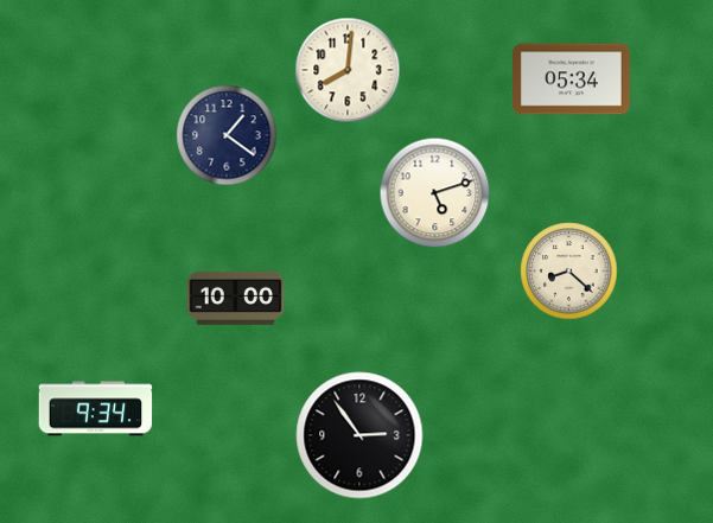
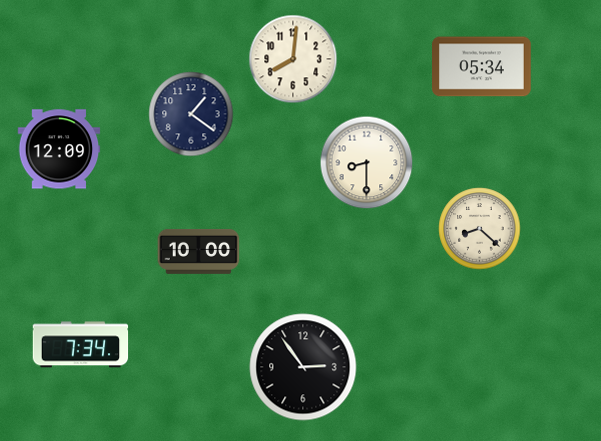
clock at (59, 149): none -> 12:09
clock at (435, 193): 5:12 -> 8:30
clock at (96, 409): 9:34 -> 7:34
